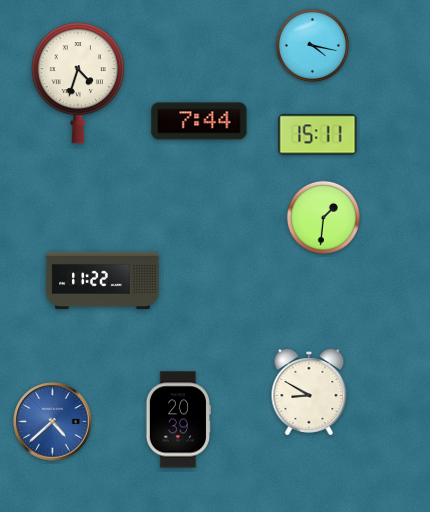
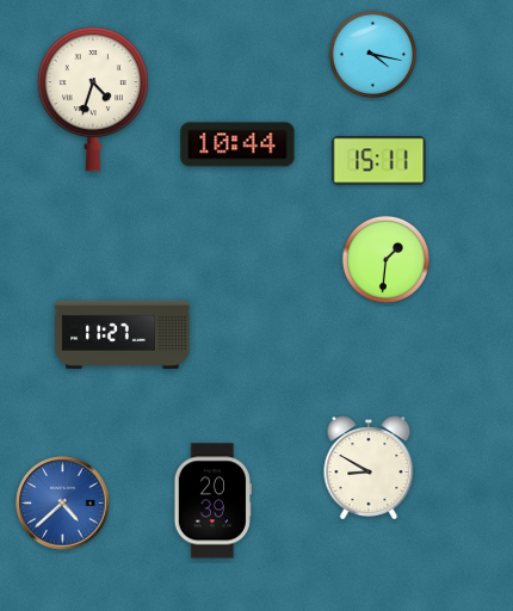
clock at (199, 121): 7:44 -> 10:44
clock at (103, 280): 11:22 -> 11:27
